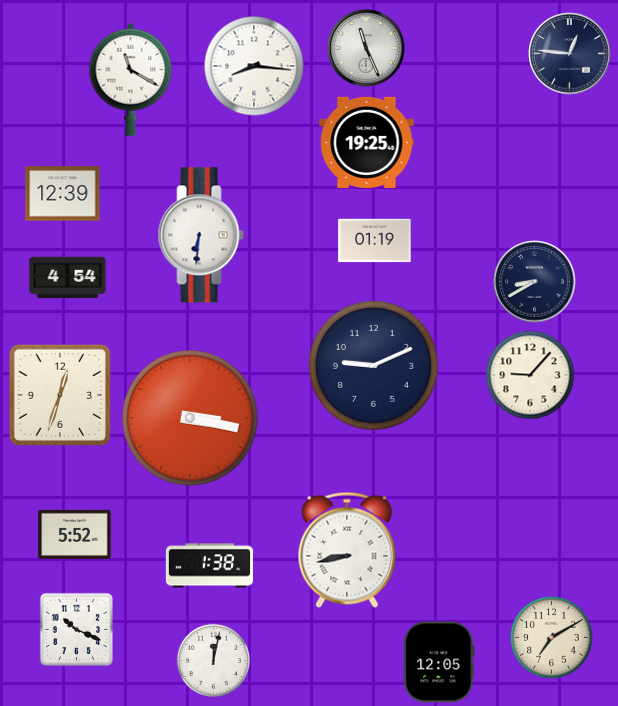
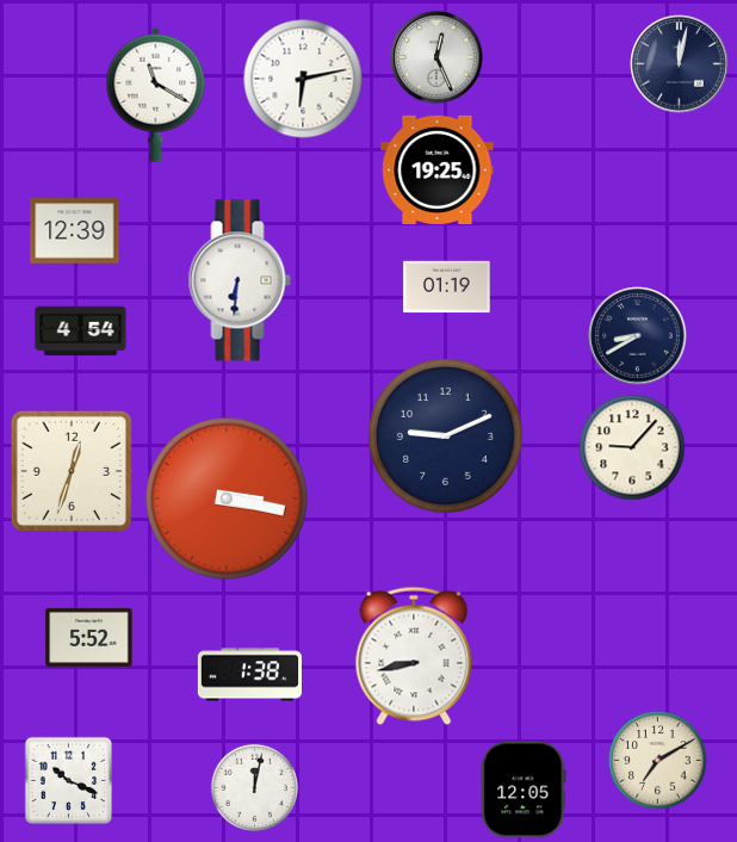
clock at (366, 48): 11:26 -> 12:26
clock at (570, 54): 12:46 -> 12:02
clock at (254, 66): 8:16 -> 6:13
clock at (76, 629) position: (76, 629) -> (68, 780)
